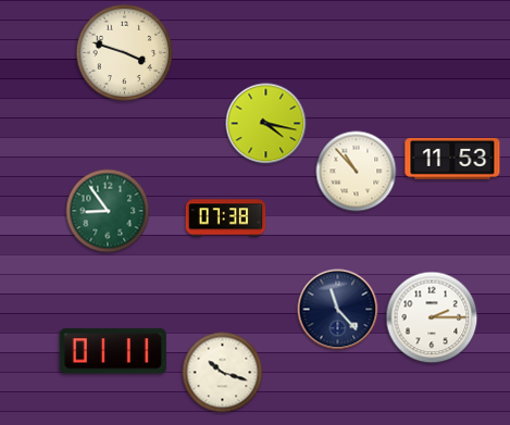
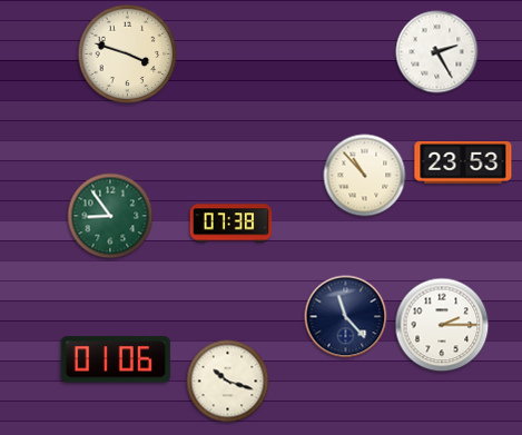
clock at (437, 52): none -> 2:25
clock at (266, 124): 4:17 -> none
clock at (452, 159): 11:53 -> 23:53
clock at (113, 351): 01:11 -> 01:06
